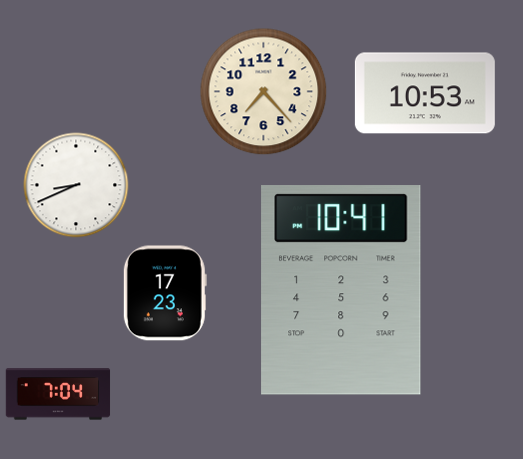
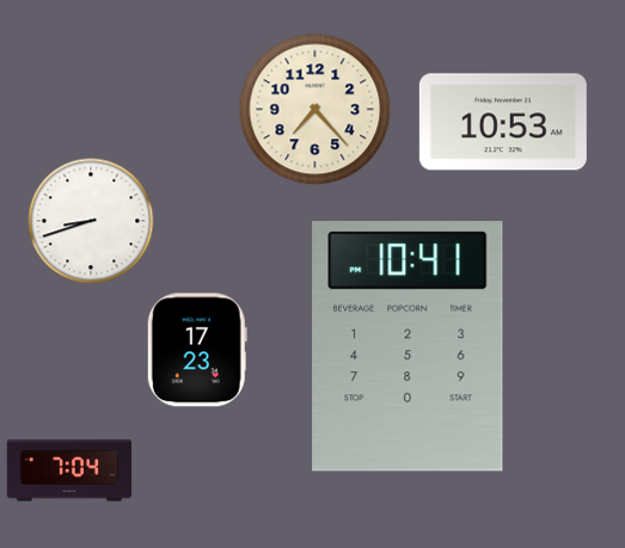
clock at (425, 93) position: (425, 93) -> (503, 122)
clock at (76, 185): 8:41 -> 8:42
